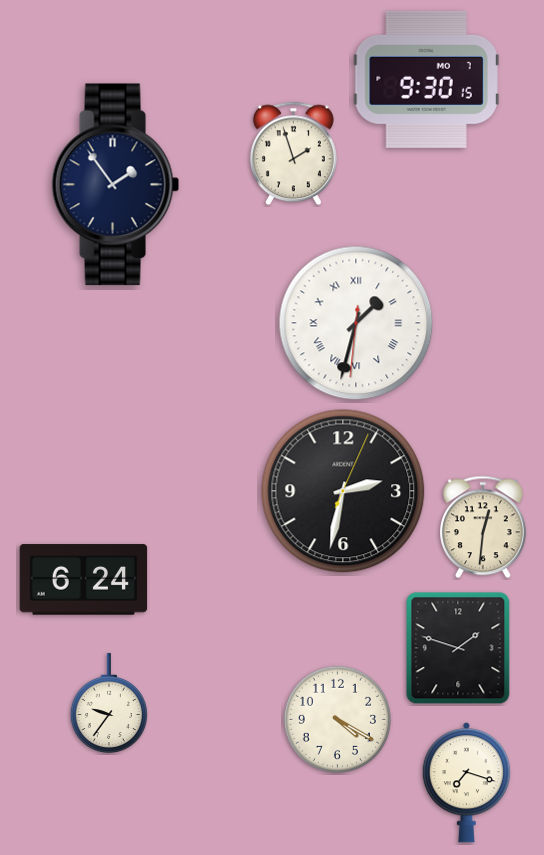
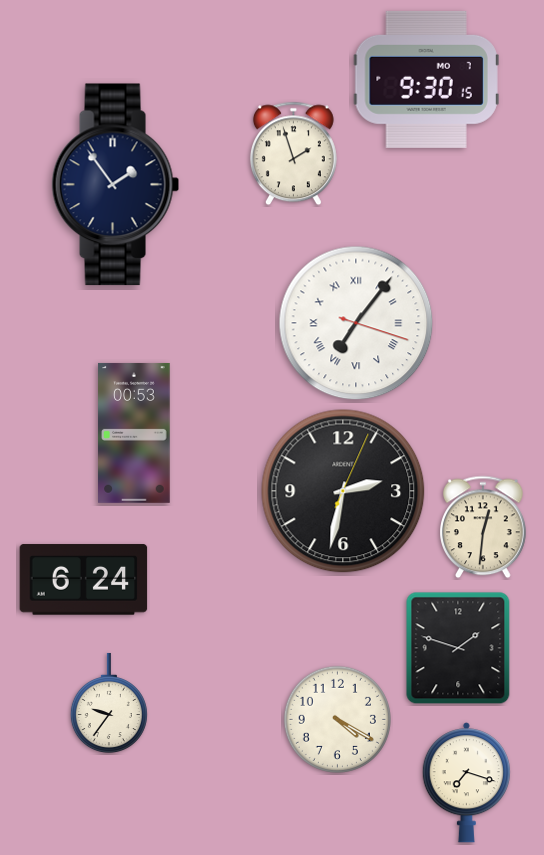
clock at (356, 323): 1:32 -> 7:06
clock at (134, 433): none -> 00:53
